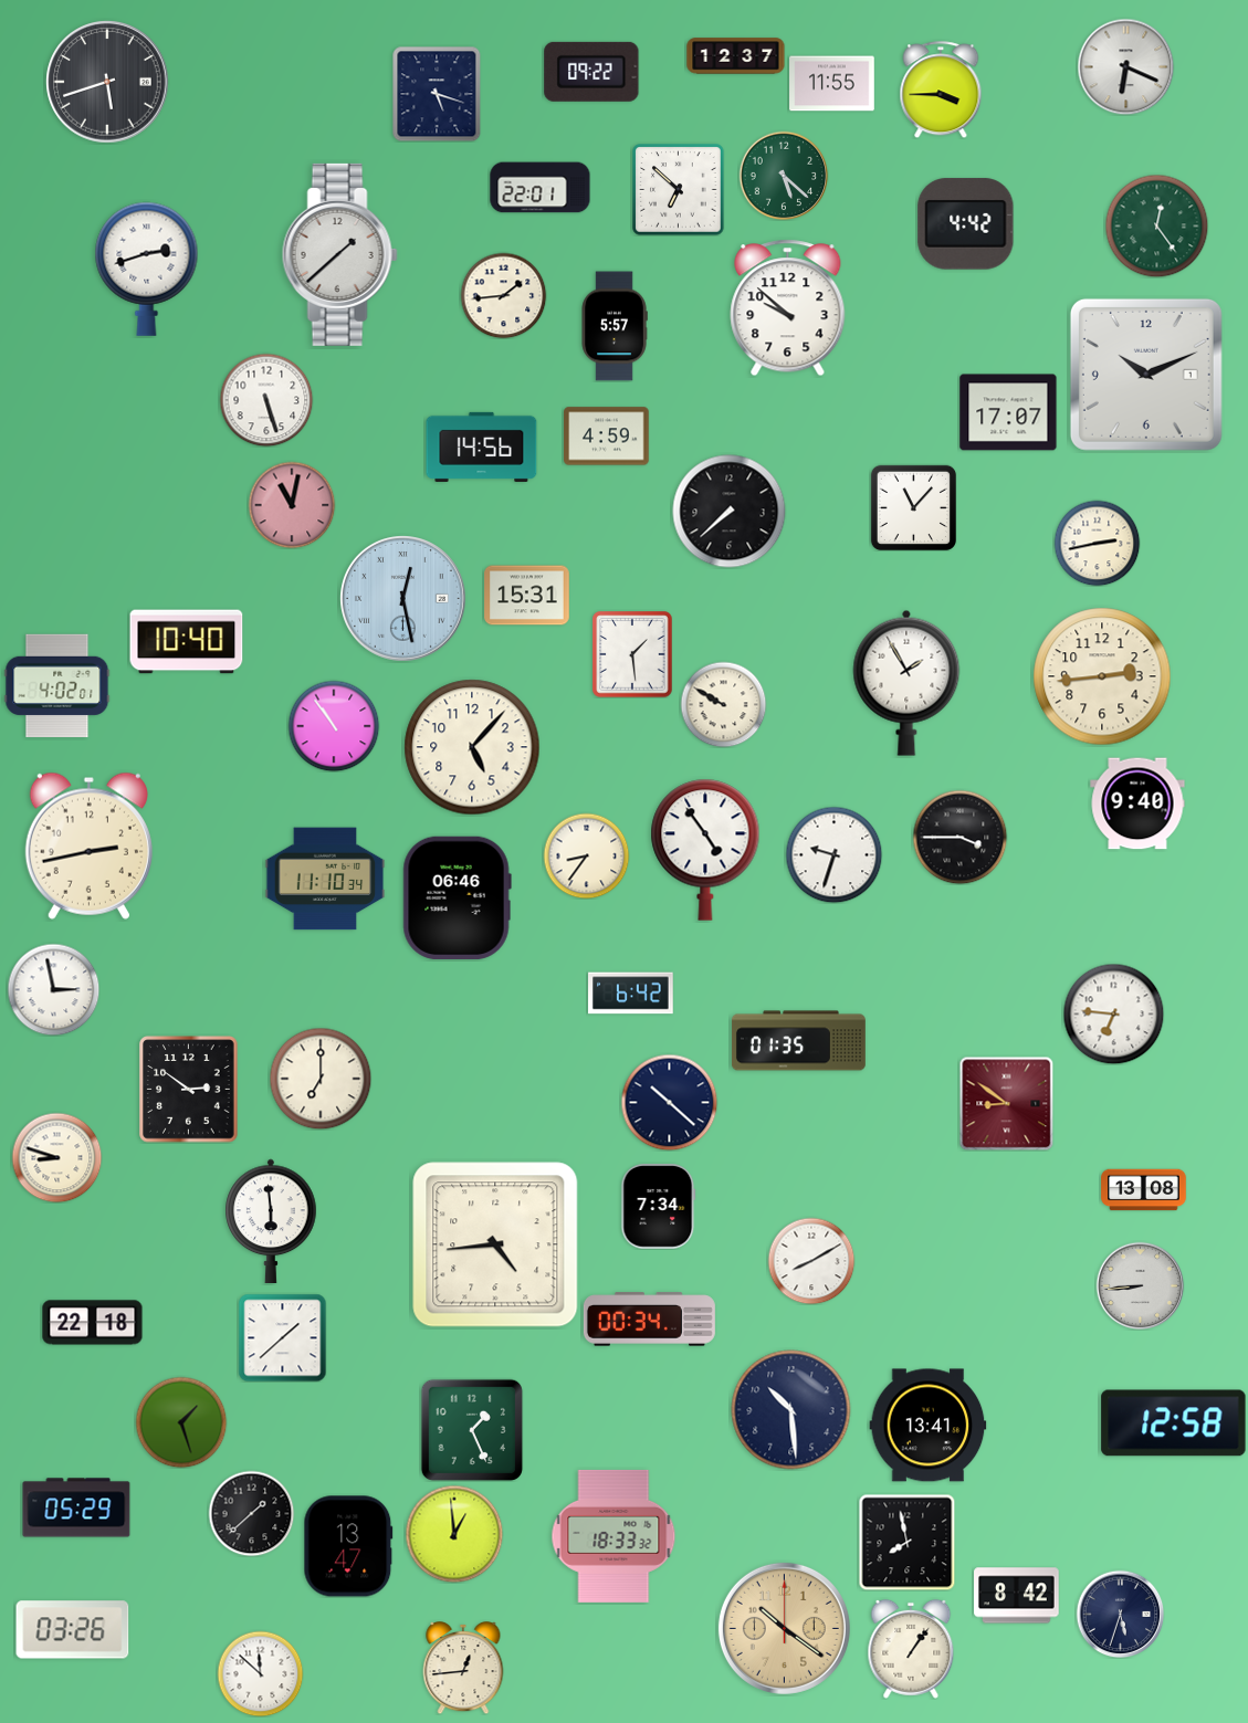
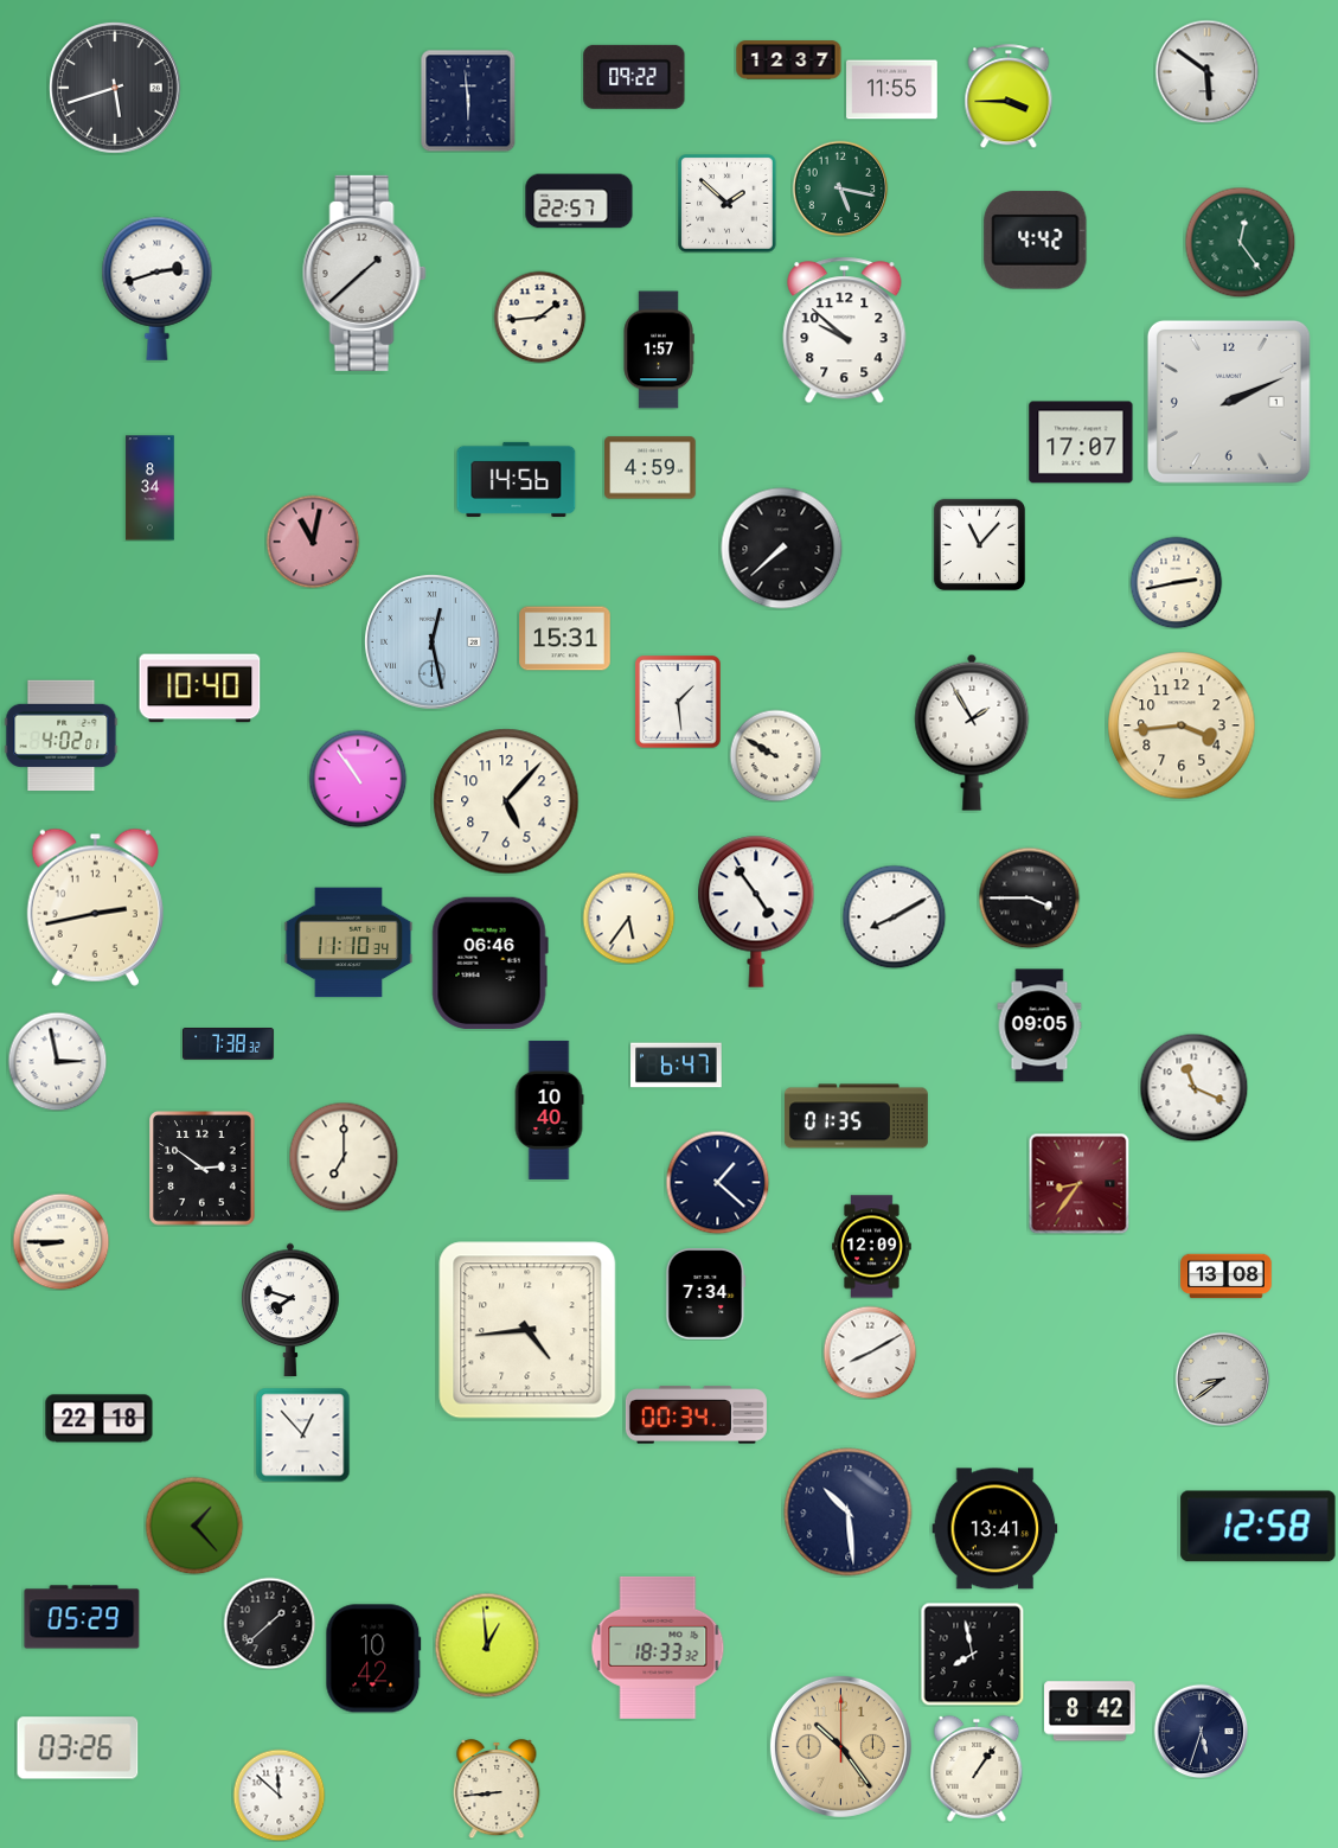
clock at (1125, 66): 6:19 -> 5:51
clock at (437, 94): 5:18 -> 5:59
clock at (784, 176): 5:22 -> 5:17
clock at (541, 188): 22:01 -> 22:57
clock at (679, 190): 6:52 -> 1:52
clock at (615, 326): 5:57 -> 1:57
clock at (1146, 375): 10:11 -> 2:11
clock at (266, 400): 5:27 -> none
clock at (151, 488): none -> 8:34
clock at (1102, 676): 2:44 -> 3:44
clock at (1137, 803): 9:40 -> none
clock at (833, 854): 9:33 -> 8:10
clock at (586, 855): 8:36 -> 5:36
clock at (1039, 1025): none -> 09:05
clock at (229, 1044): none -> 7:38
clock at (631, 994): 6:42 -> 6:47
clock at (1113, 1013): 6:46 -> 11:19
clock at (549, 1110): none -> 10:40
clock at (669, 1102): 10:22 -> 1:22
clock at (1006, 1103): 8:51 -> 8:36
clock at (56, 1157): 8:48 -> 8:45
clock at (872, 1247): none -> 12:09
clock at (271, 1220): 5:59 -> 7:48
clock at (495, 1244) position: (495, 1244) -> (527, 1330)
clock at (1140, 1285): 8:44 -> 8:39
clock at (282, 1337): 1:38 -> 12:53
clock at (181, 1422): 1:27 -> 1:23
clock at (472, 1430): 1:26 -> none
clock at (348, 1546): 13:47 -> 10:42
clock at (784, 1628): 10:21 -> 10:24
clock at (463, 1669): 12:44 -> 8:44
